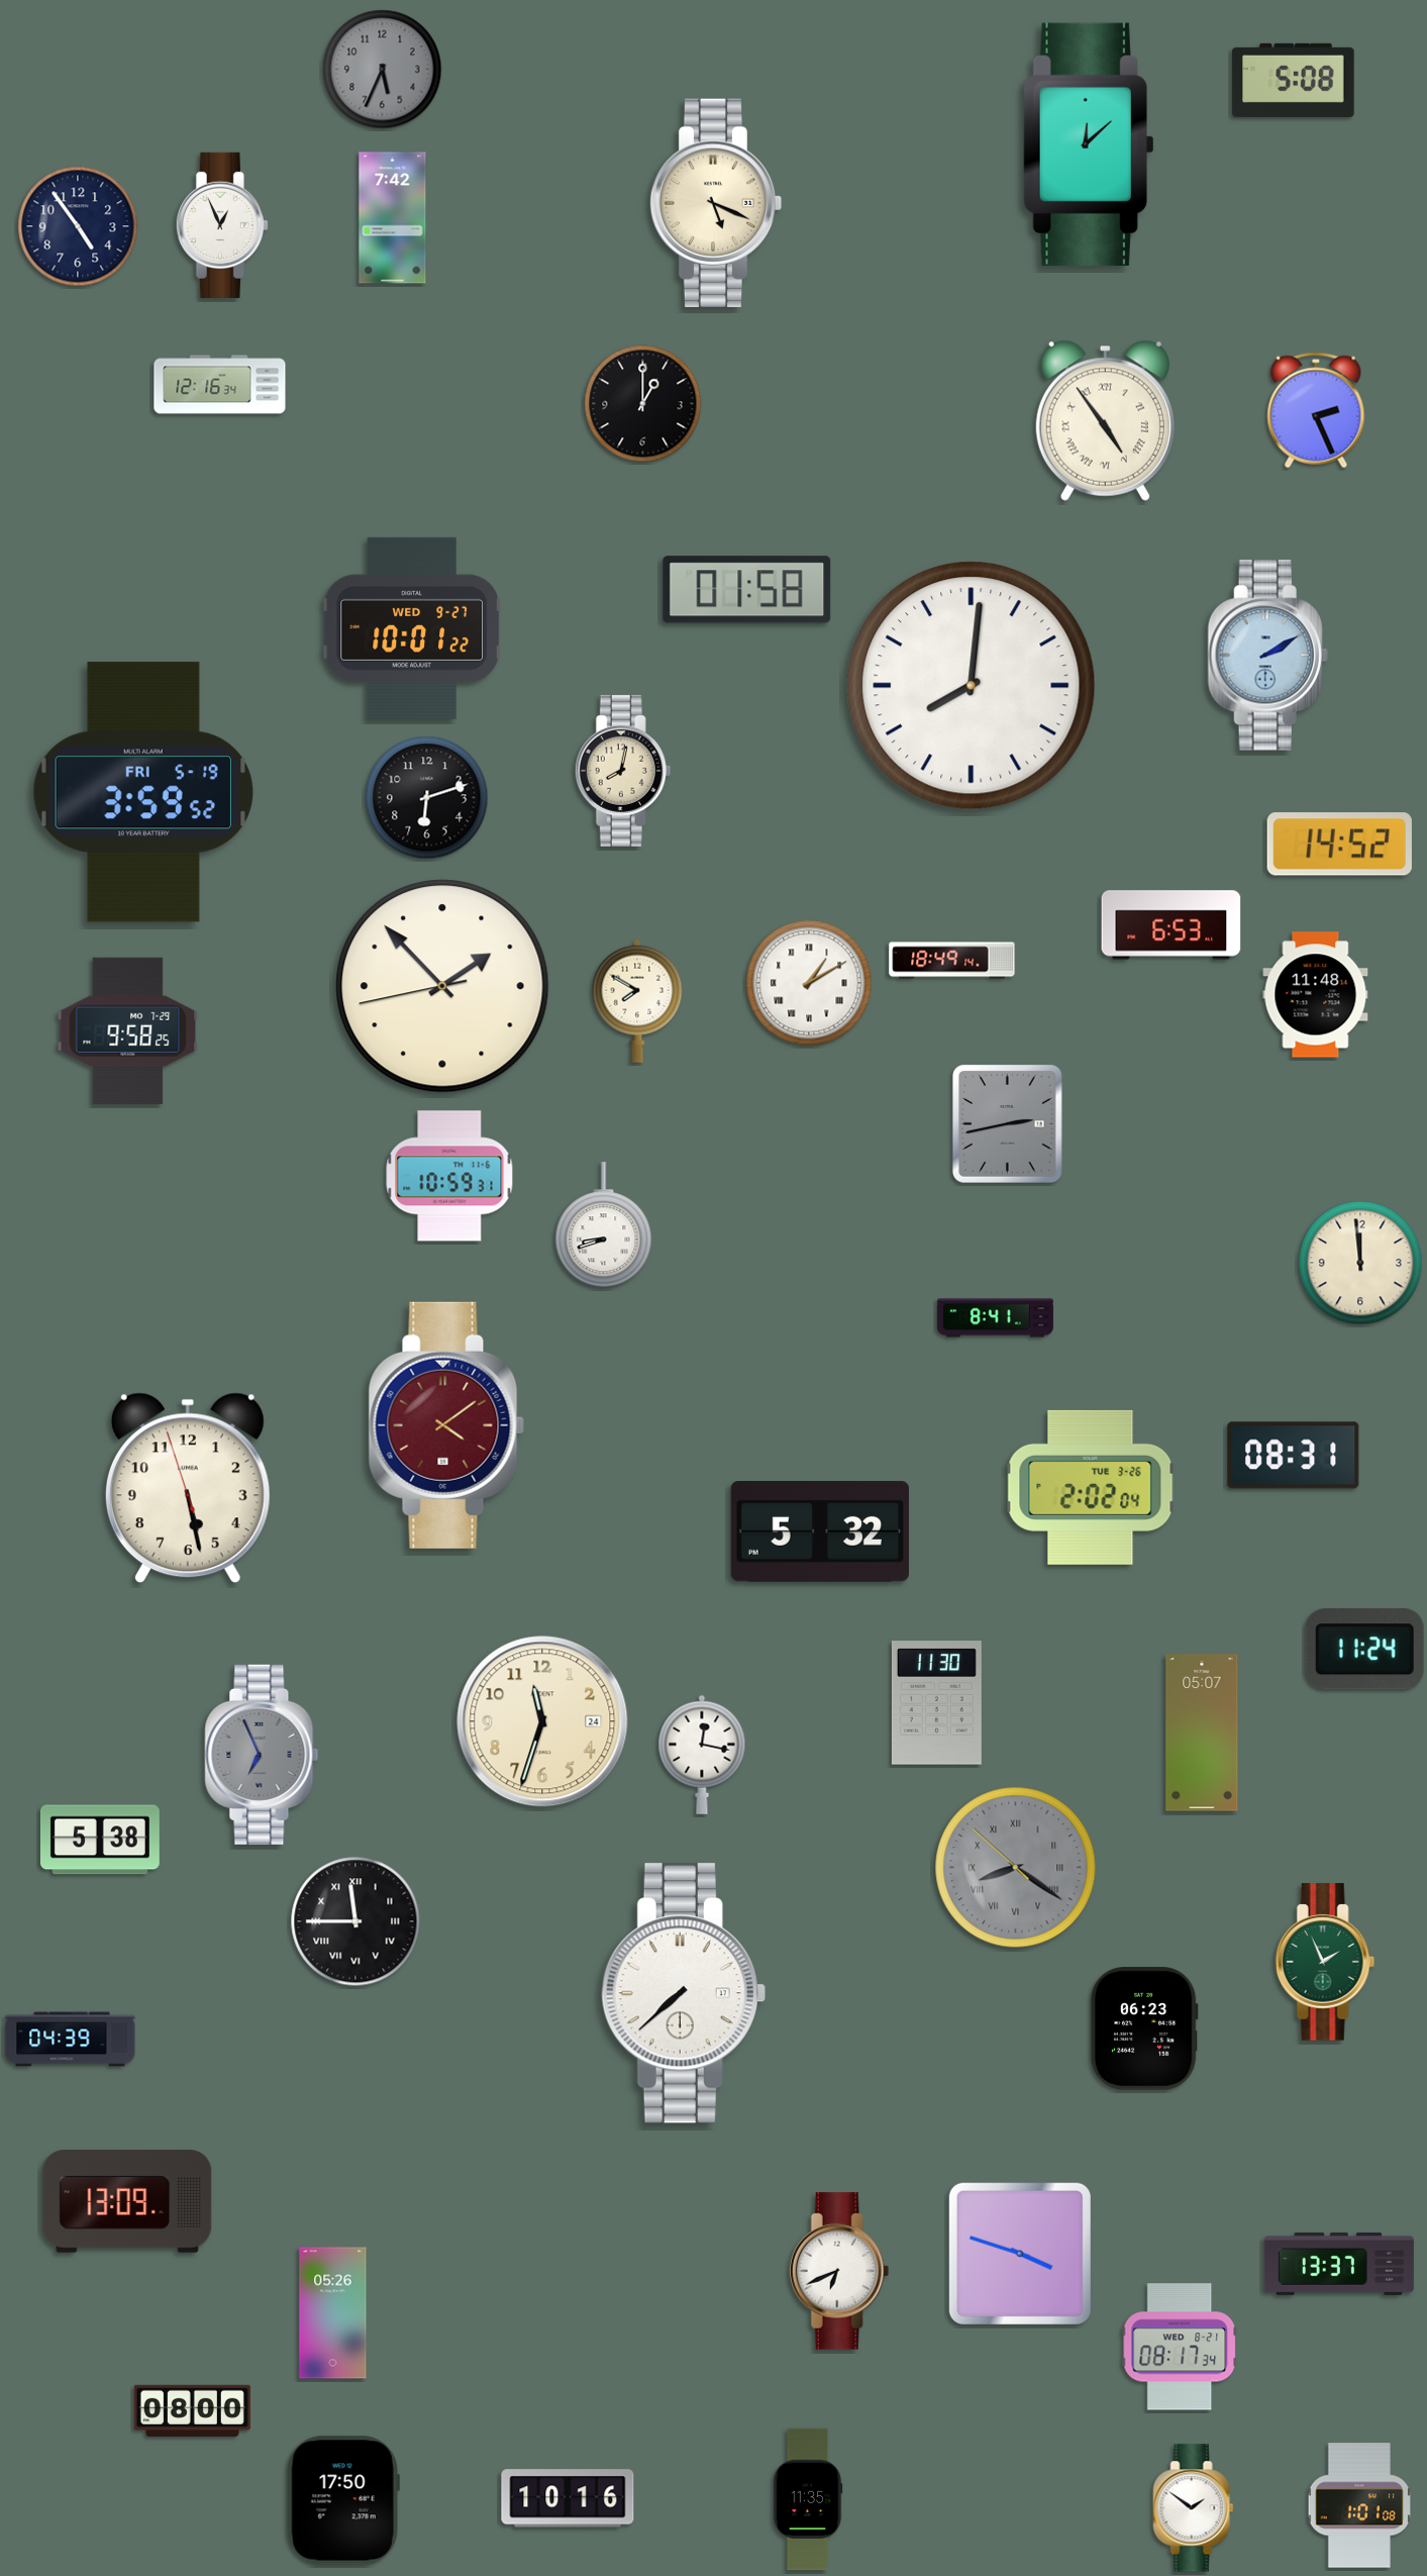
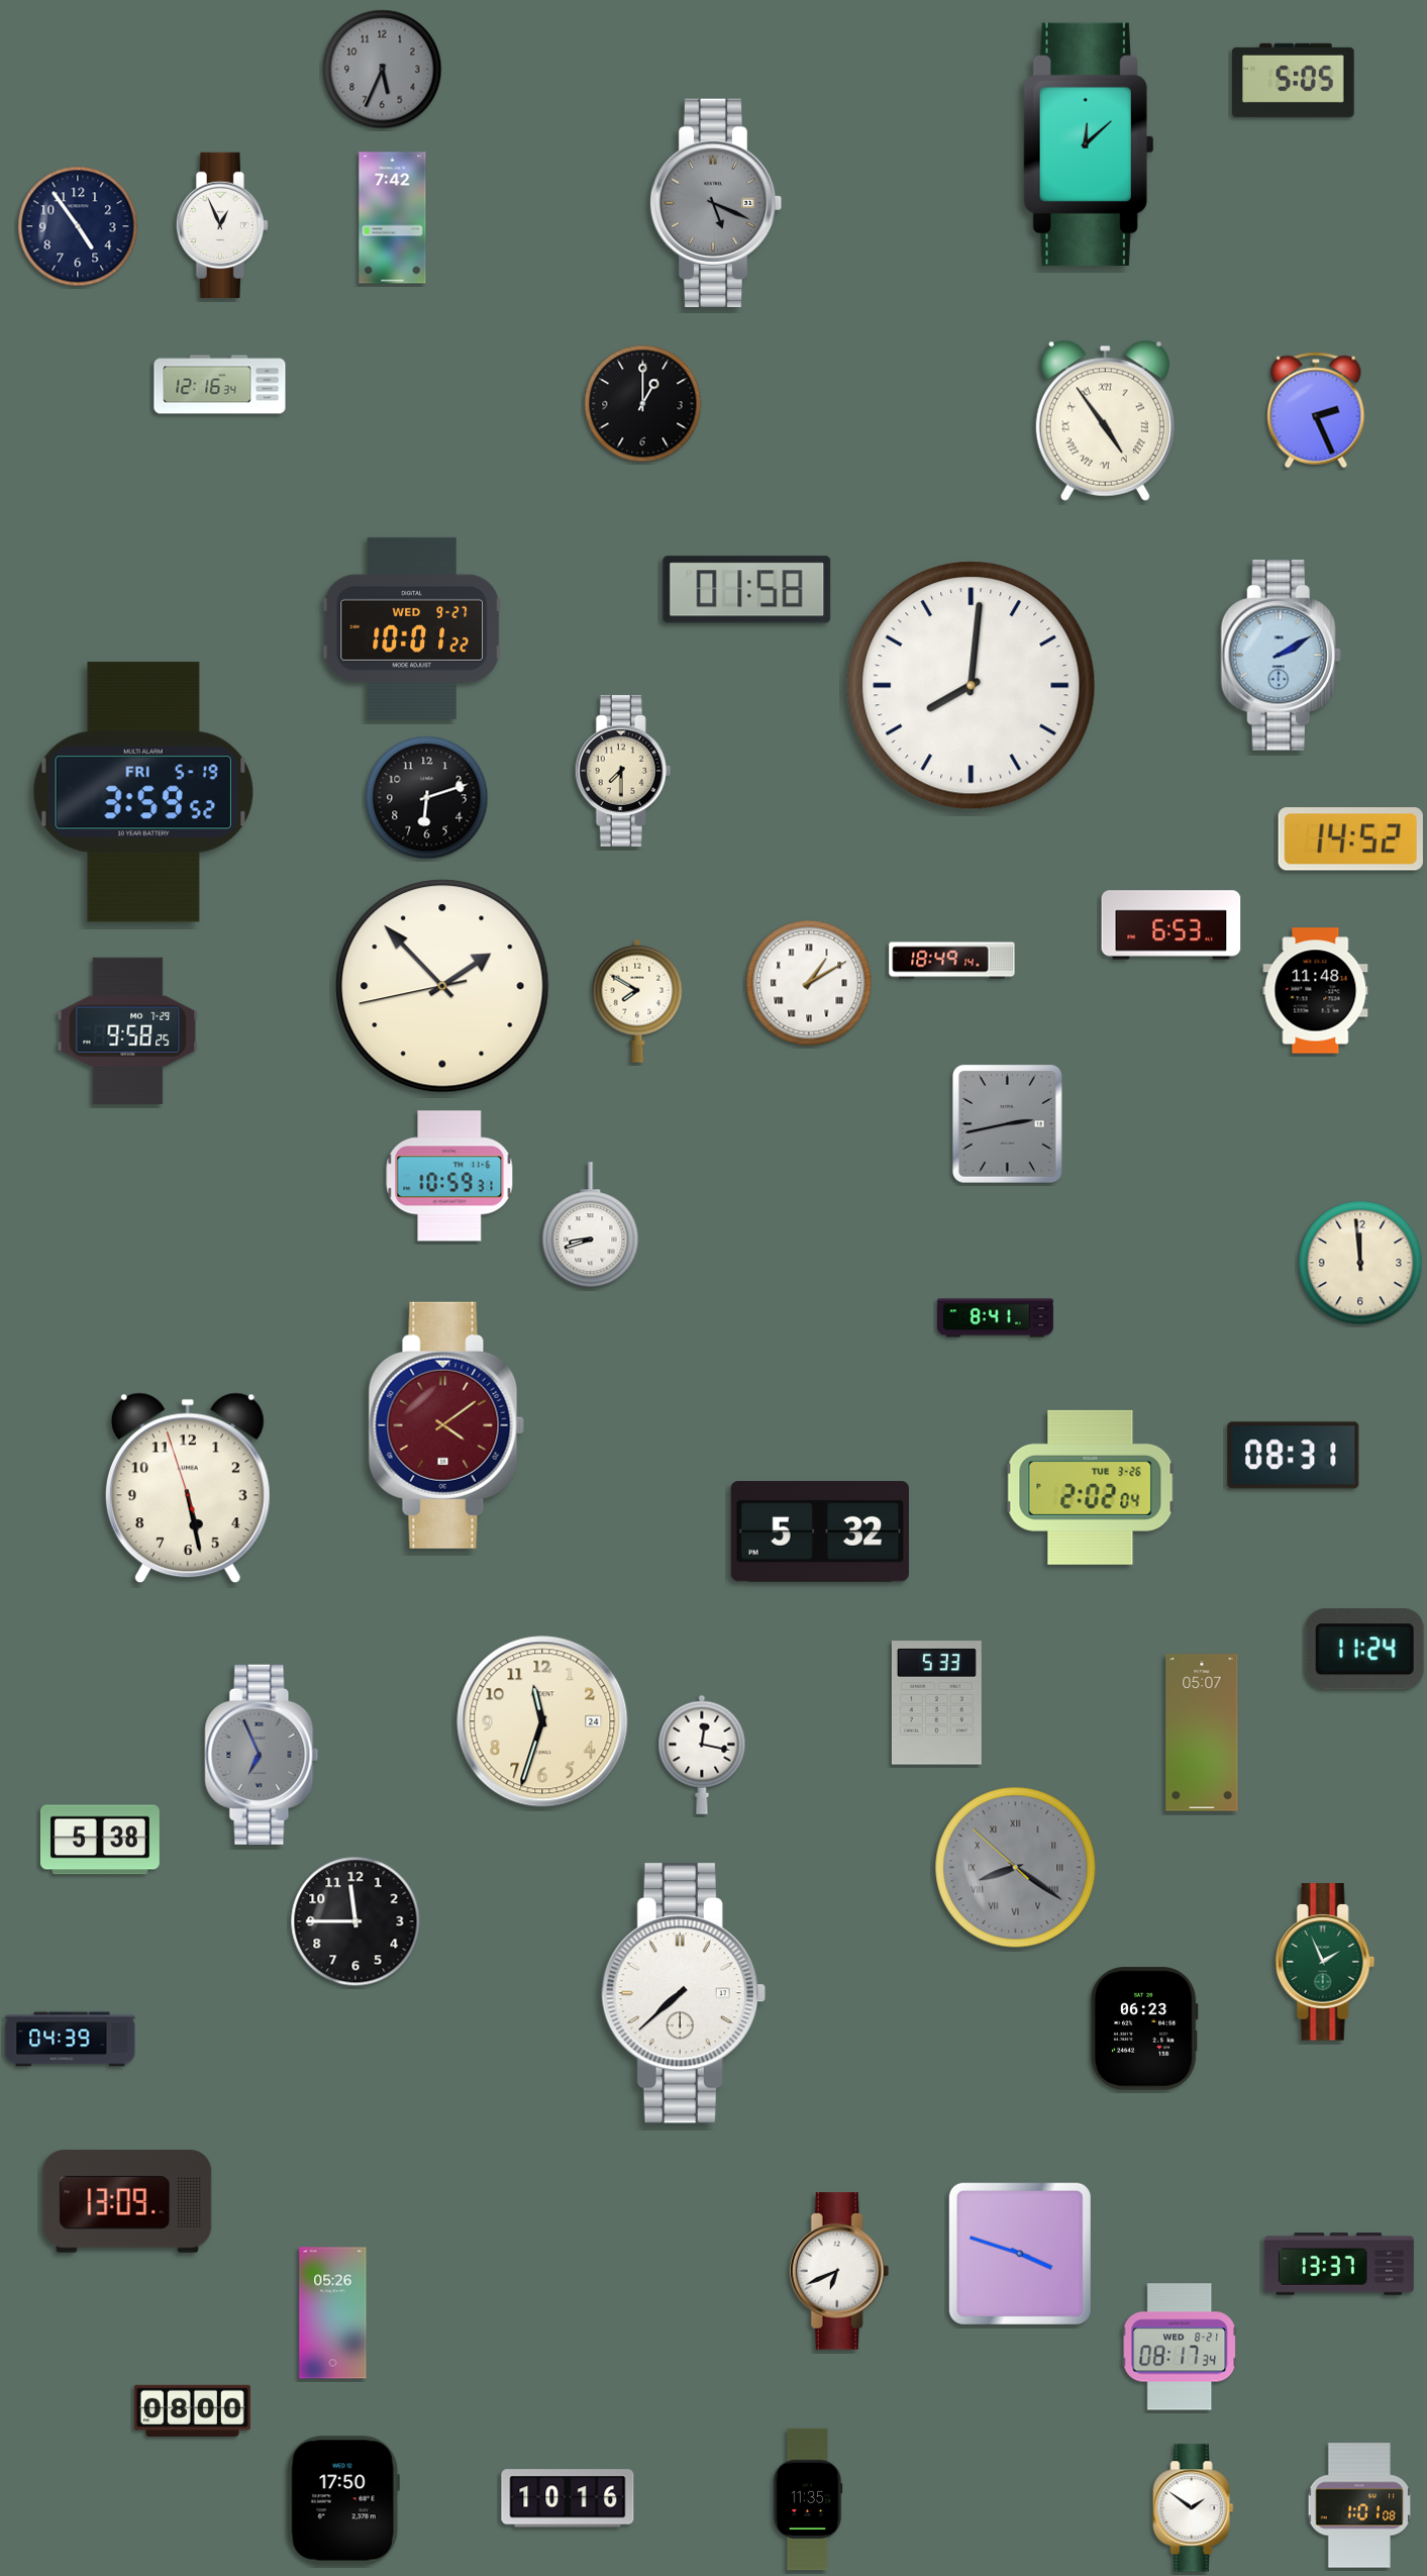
clock at (1294, 80): 5:08 -> 5:05
clock at (716, 202) dial: cream -> grey
clock at (1267, 656) position: (1267, 656) -> (1281, 656)
clock at (623, 771): 8:02 -> 7:30
clock at (1339, 845) position: (1339, 845) -> (1350, 839)
clock at (1316, 995) position: (1316, 995) -> (1316, 991)
clock at (604, 1225) position: (604, 1225) -> (591, 1225)
clock at (936, 1703): 11:30 -> 5:33
clock at (355, 1921) numerals: Roman -> Arabic
